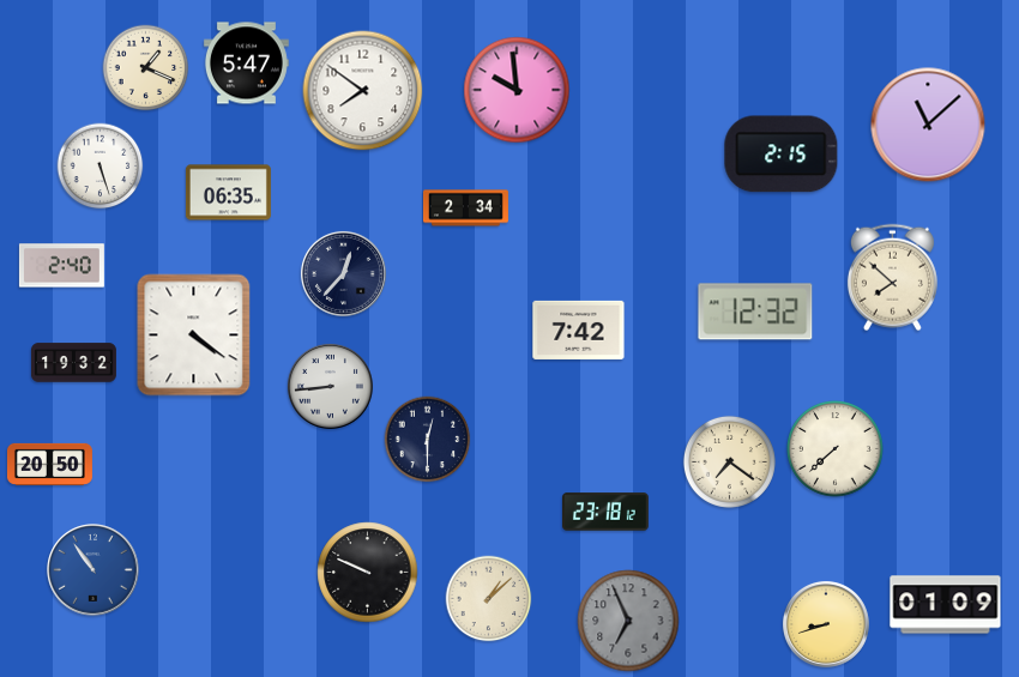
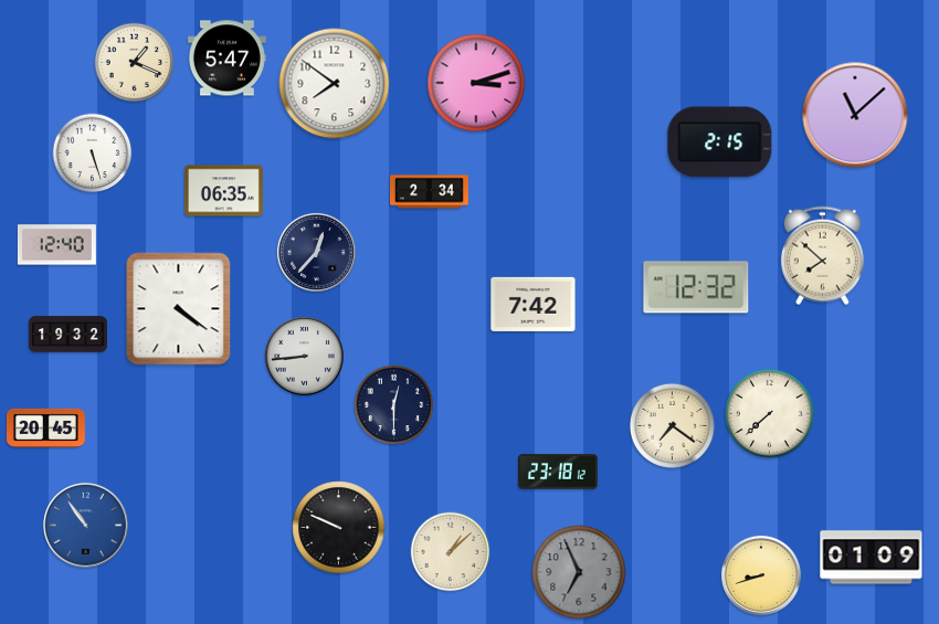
clock at (517, 90): 9:59 -> 3:12
clock at (228, 193) position: (228, 193) -> (223, 191)
clock at (61, 266): 2:40 -> 12:40
clock at (49, 464): 20:50 -> 20:45
